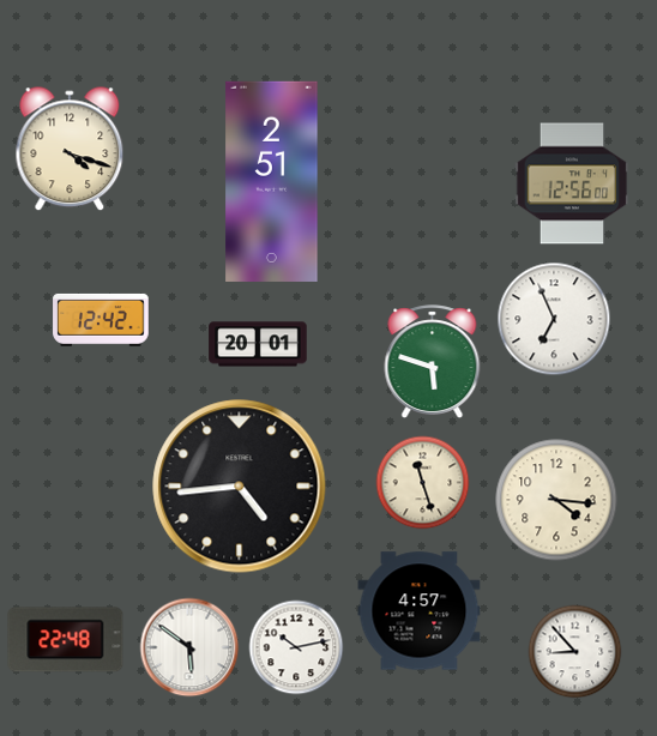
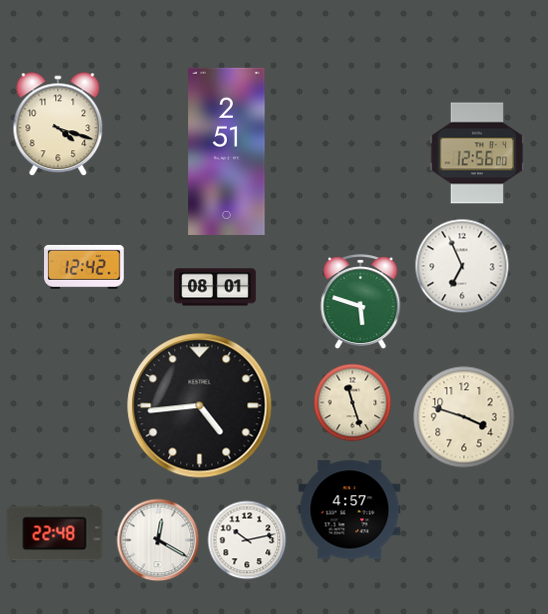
clock at (258, 344): 20:01 -> 08:01
clock at (556, 500): 4:16 -> 3:48
clock at (189, 647): 5:51 -> 12:20
clock at (574, 651): 8:53 -> none
